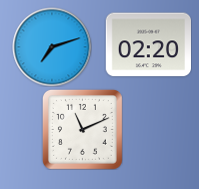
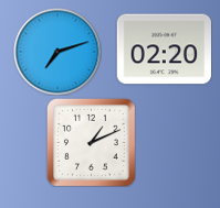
clock at (82, 129): 11:11 -> 1:11
